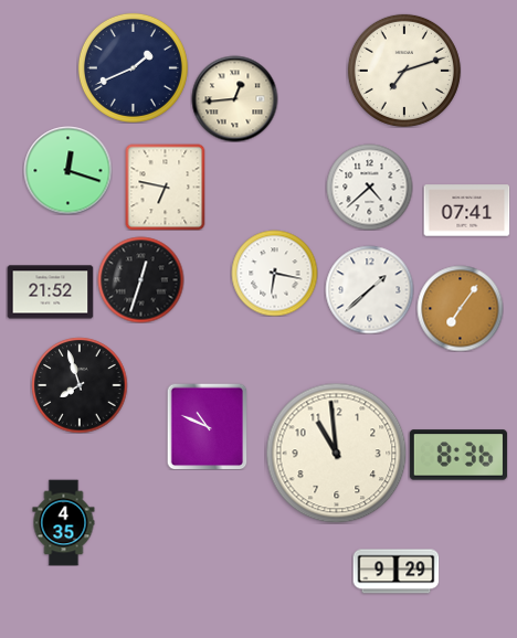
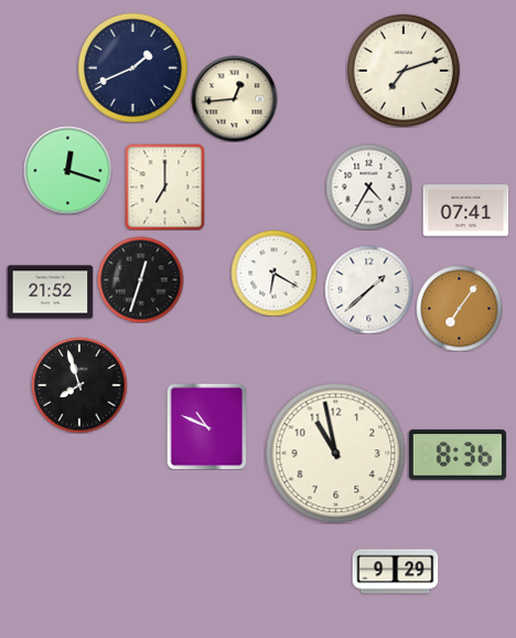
clock at (166, 187): 6:47 -> 7:00
clock at (369, 187): 4:38 -> 4:35
clock at (274, 273): 6:17 -> 6:20
clock at (336, 453): 10:59 -> 10:58
clock at (64, 522): 4:35 -> none
